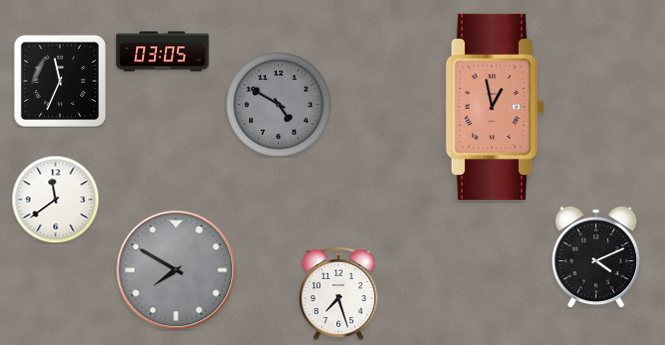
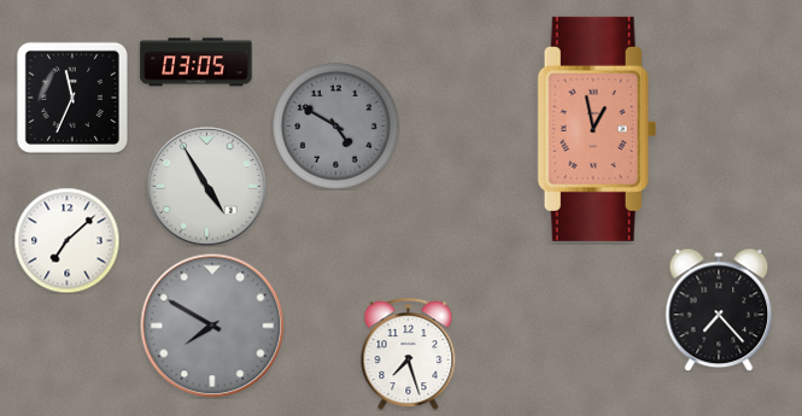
clock at (207, 187): none -> 4:55
clock at (55, 199): 11:39 -> 7:08
clock at (596, 257): 4:11 -> 7:23
